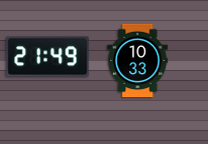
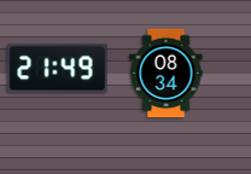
clock at (138, 61): 10:33 -> 08:34
